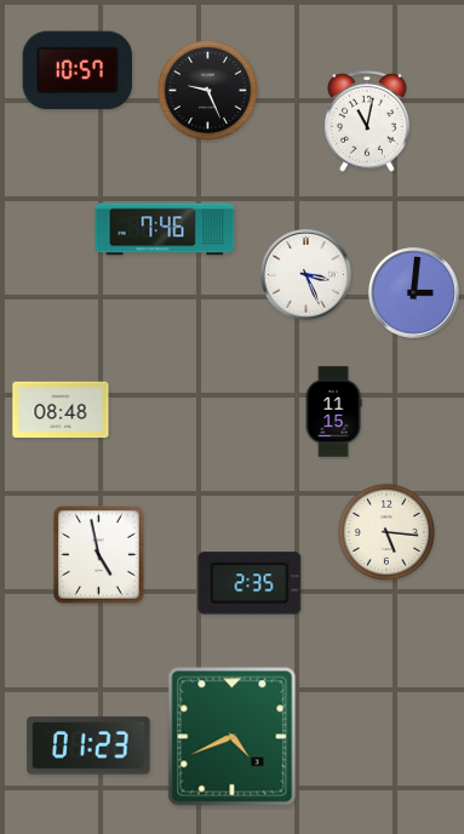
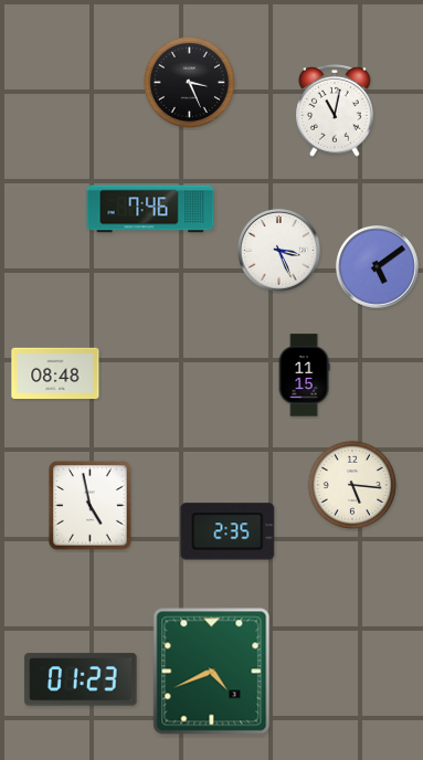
clock at (78, 70): 10:57 -> none
clock at (207, 90): 9:26 -> 3:26
clock at (414, 293): 3:01 -> 5:09
